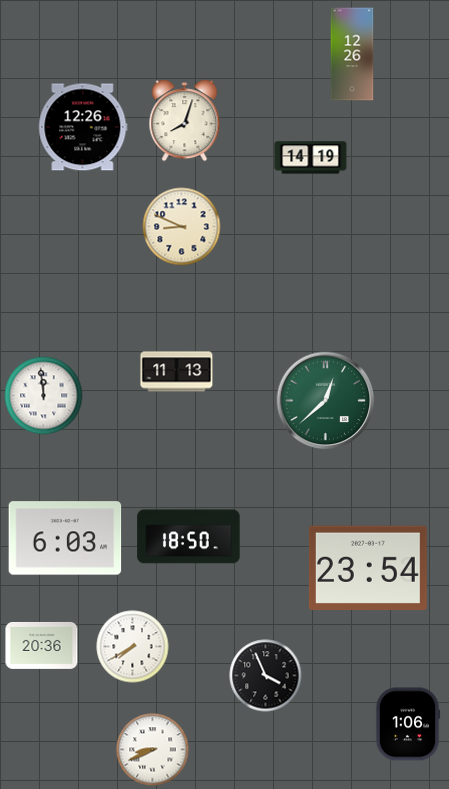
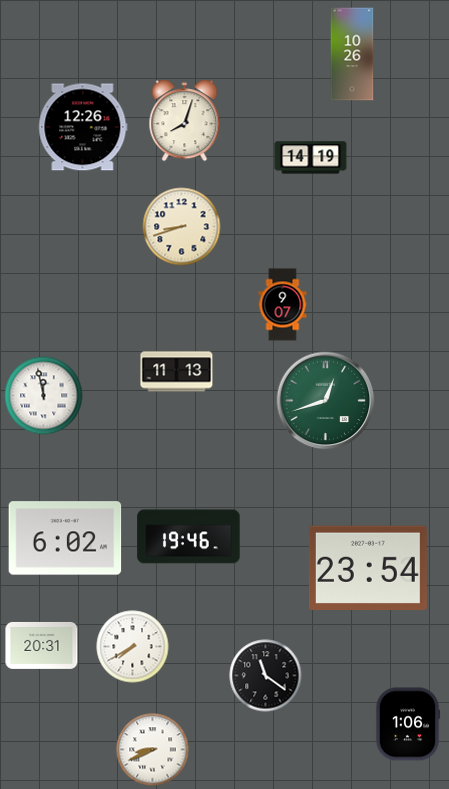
clock at (352, 54): 12:26 -> 10:26
clock at (182, 227): 8:49 -> 8:42
clock at (283, 305): none -> 9:07
clock at (44, 396): 11:59 -> 11:58
clock at (326, 401): 12:38 -> 12:42
clock at (189, 537): 18:50 -> 19:46
clock at (65, 538): 6:03 -> 6:02
clock at (42, 645): 20:36 -> 20:31
clock at (266, 676): 3:56 -> 11:21
